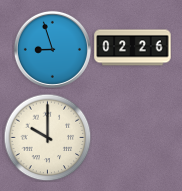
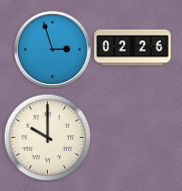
clock at (52, 49): 8:57 -> 2:57
